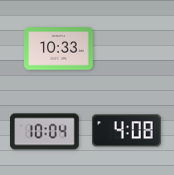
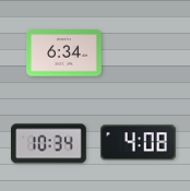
clock at (59, 49): 10:33 -> 6:34
clock at (45, 132): 10:04 -> 10:34
